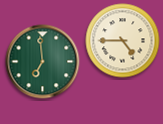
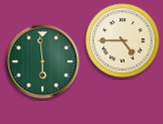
clock at (43, 62): 6:59 -> 5:59
